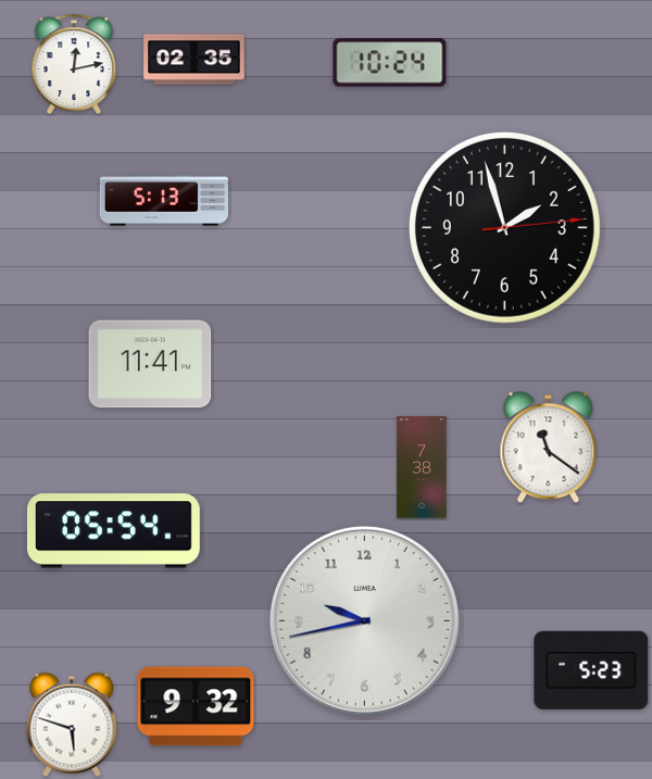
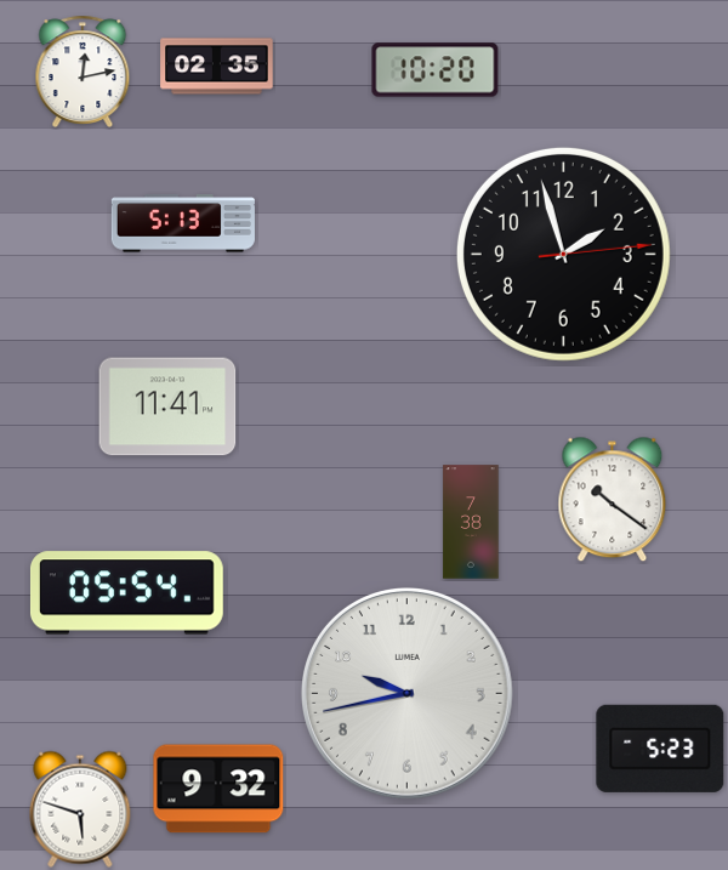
clock at (390, 63): 10:24 -> 10:20
clock at (549, 448): 11:21 -> 10:21
